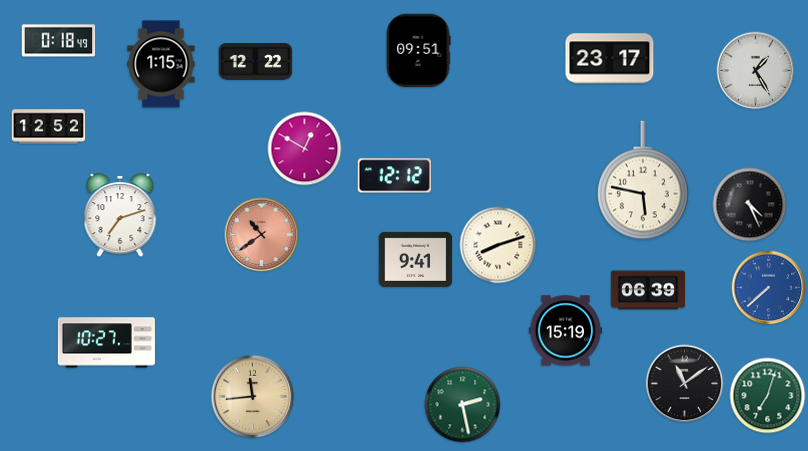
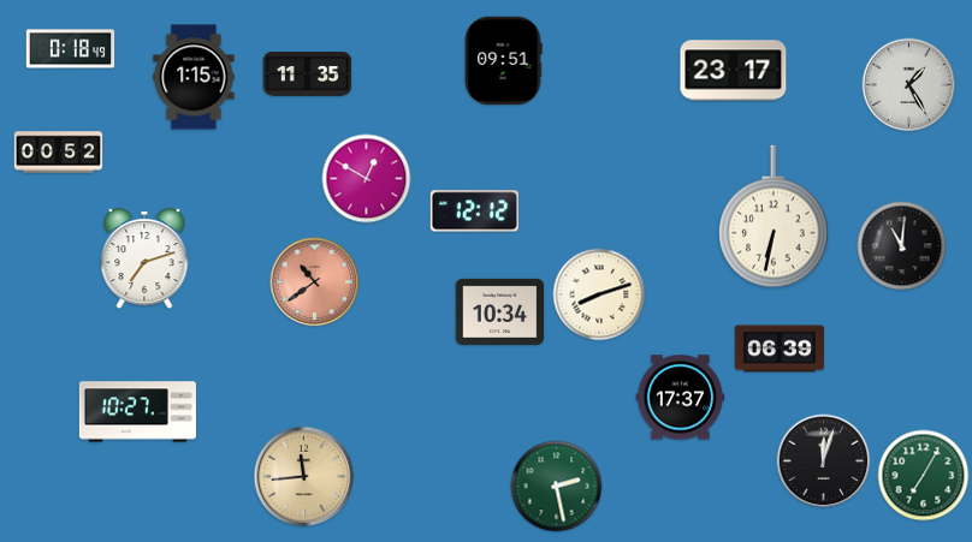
clock at (256, 62): 12:22 -> 11:35
clock at (49, 127): 12:52 -> 00:52
clock at (643, 180): 5:47 -> 6:32
clock at (750, 205): 4:26 -> 11:01
clock at (416, 259): 9:41 -> 10:34
clock at (769, 288): 7:38 -> none
clock at (566, 331): 15:19 -> 17:37
clock at (106, 343) position: (106, 343) -> (137, 412)
clock at (685, 384): 11:09 -> 12:03
clock at (768, 396): 7:03 -> 7:05
